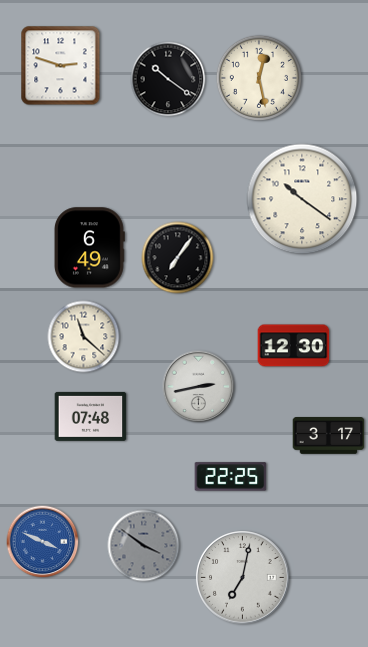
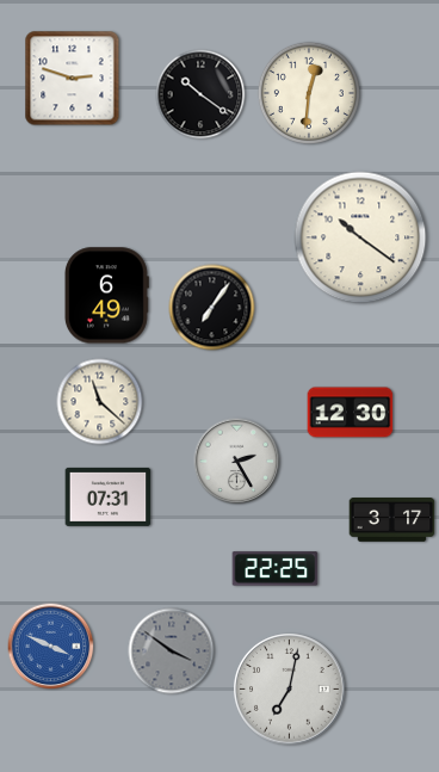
clock at (259, 78): 12:28 -> 12:31
clock at (199, 387): 2:43 -> 2:25
clock at (91, 416): 07:48 -> 07:31
